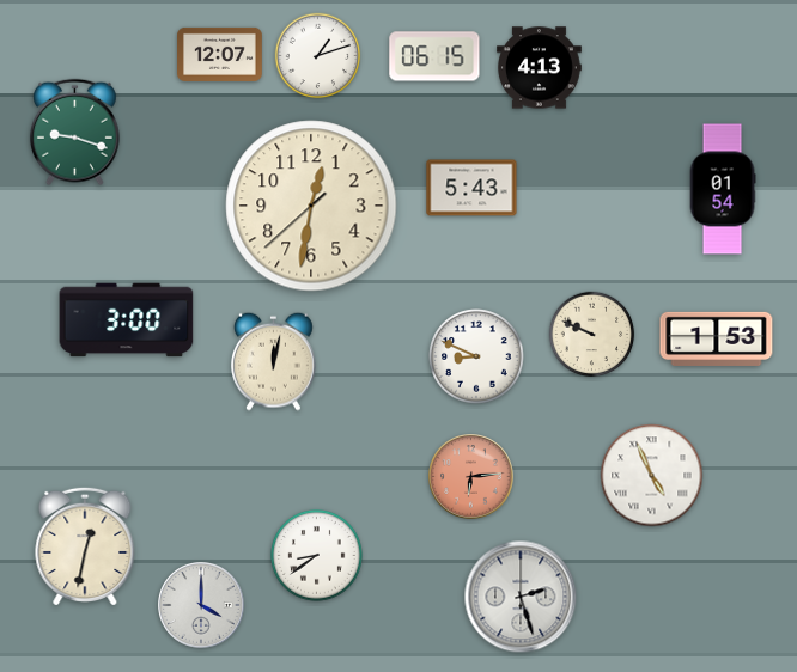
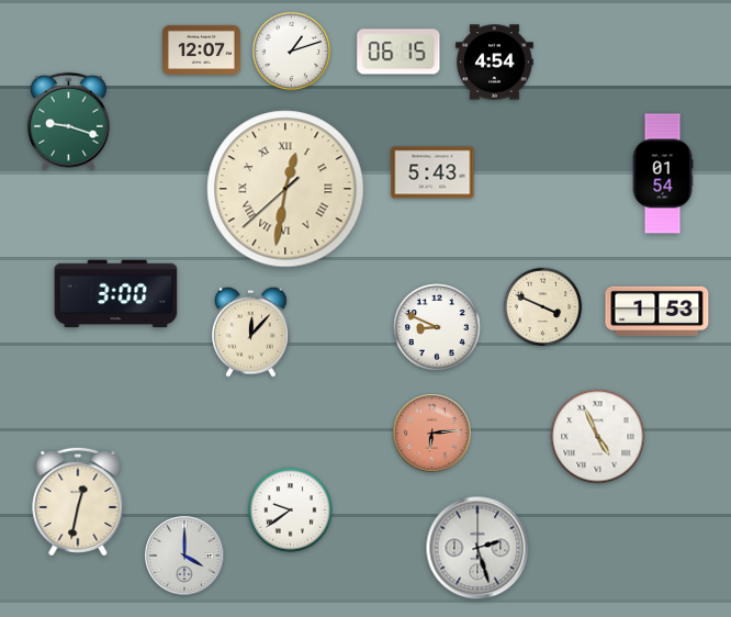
clock at (540, 68): 4:13 -> 4:54
clock at (311, 206) numerals: Arabic -> Roman
clock at (592, 335): 9:49 -> 3:49
clock at (274, 361): 12:02 -> 12:07
clock at (471, 477) position: (471, 477) -> (432, 434)
clock at (316, 555): 8:39 -> 9:39
